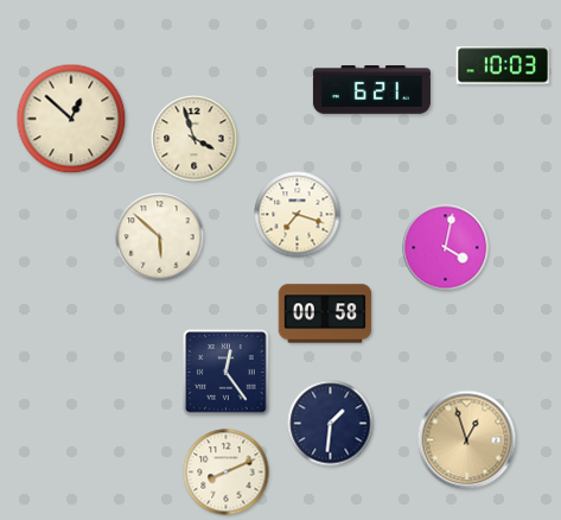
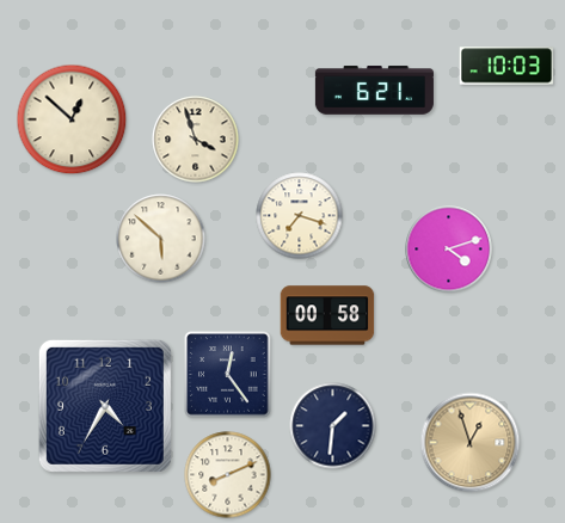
clock at (446, 248): 4:02 -> 4:12
clock at (105, 406): none -> 4:35
